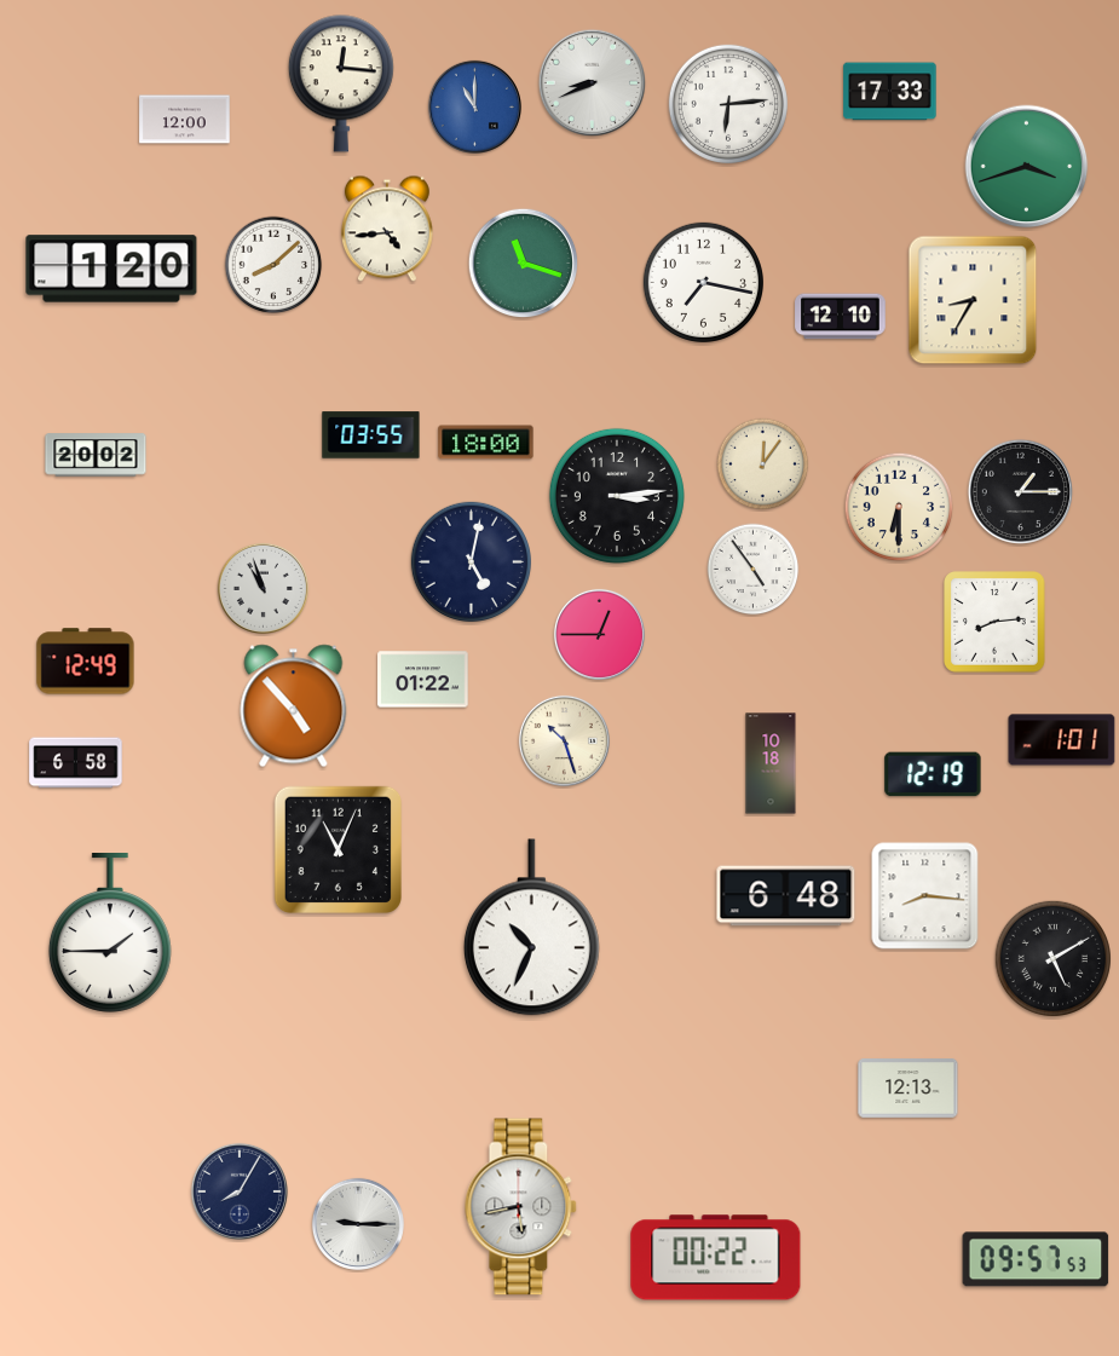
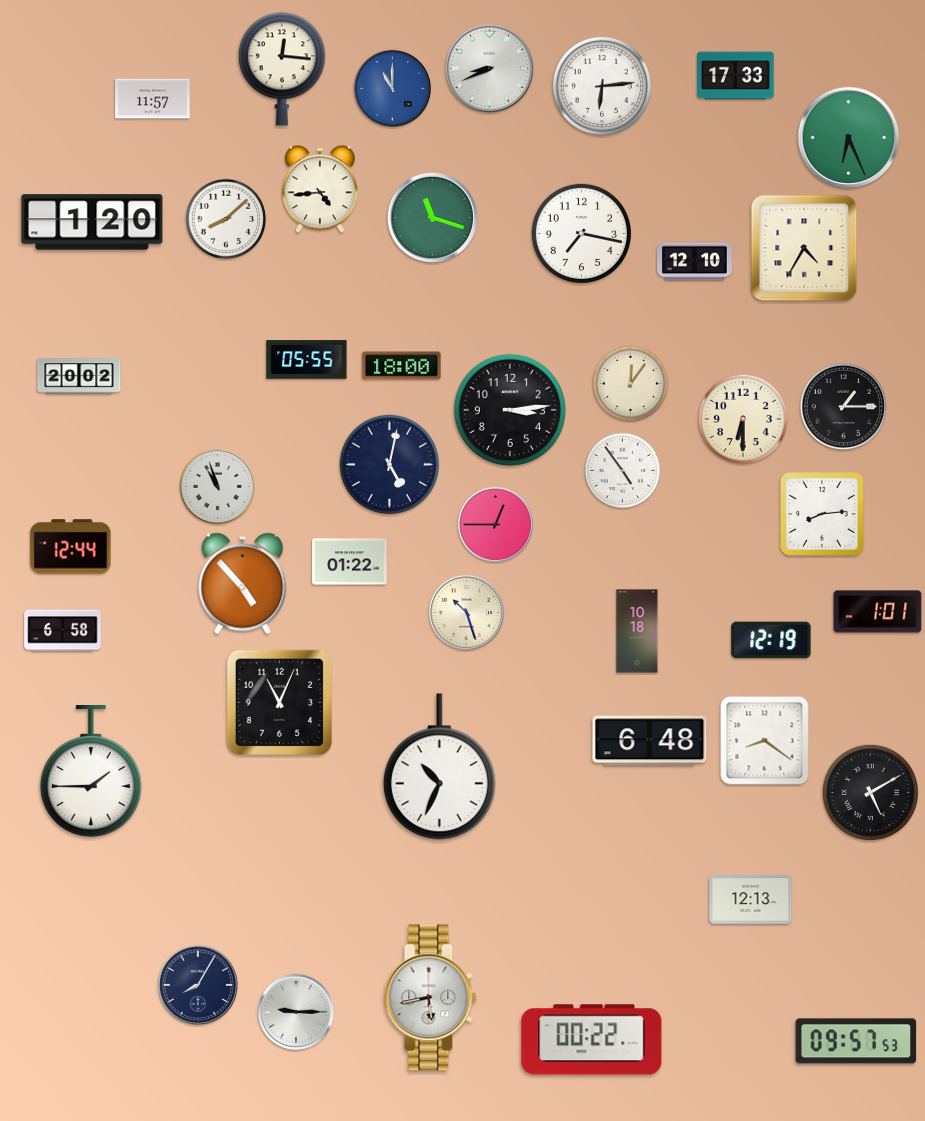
clock at (185, 120): 12:00 -> 11:57
clock at (1027, 167): 3:42 -> 6:26
clock at (973, 300): 8:35 -> 4:35
clock at (371, 435): 03:55 -> 05:55
clock at (86, 662): 12:49 -> 12:44
clock at (925, 896): 8:16 -> 8:21
